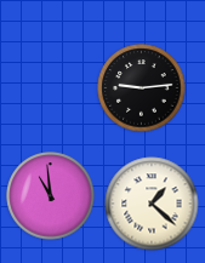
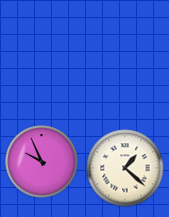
clock at (142, 88): 9:14 -> none
clock at (51, 196): 10:59 -> 9:56
